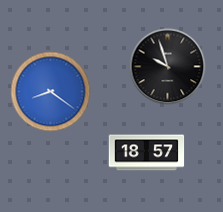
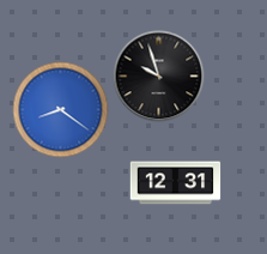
clock at (168, 67) position: (168, 67) -> (159, 77)
clock at (147, 153): 18:57 -> 12:31
